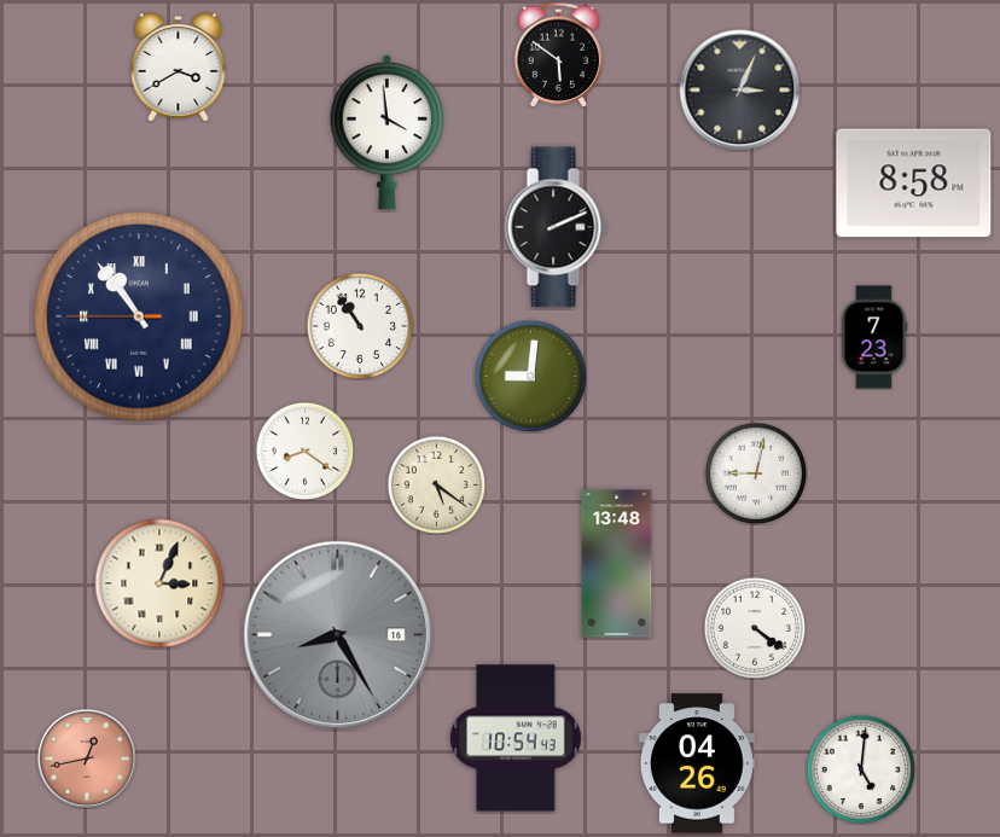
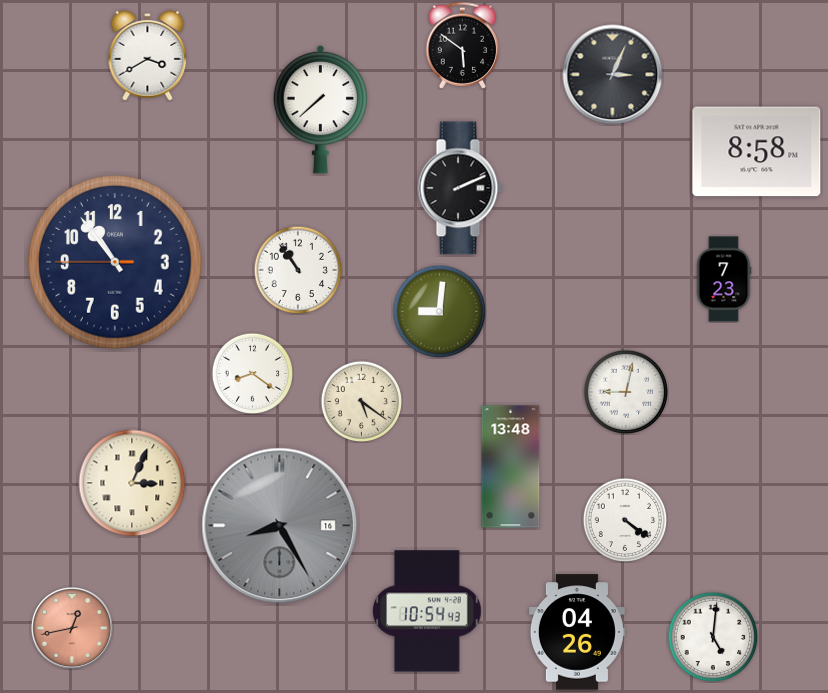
clock at (388, 132): 3:59 -> 7:38
clock at (139, 316) numerals: Roman -> Arabic
